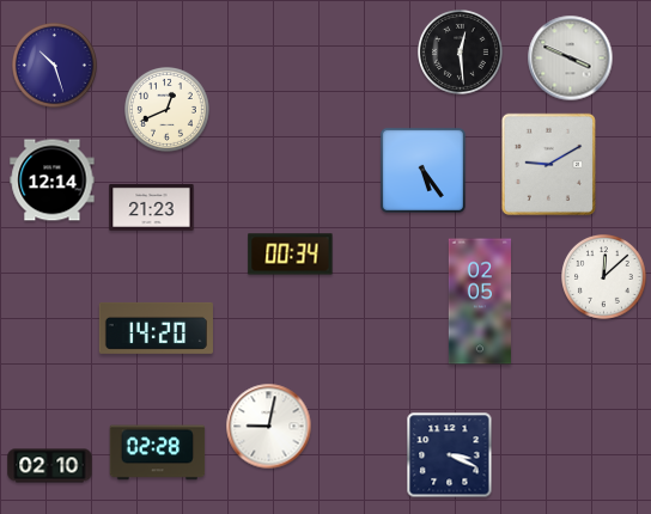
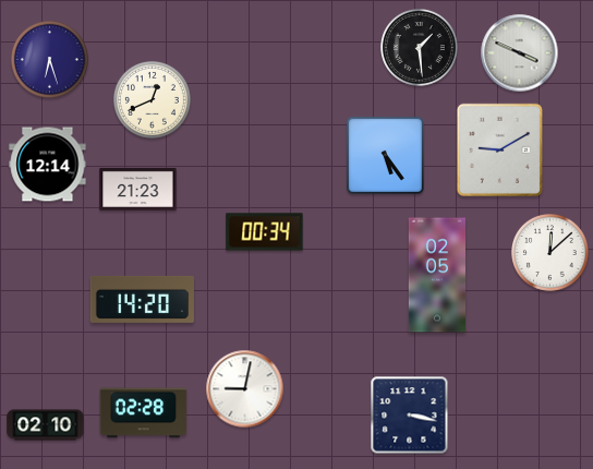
clock at (461, 53): 12:29 -> 1:29
clock at (55, 66): 10:27 -> 6:27
clock at (450, 455): 3:19 -> 3:17
